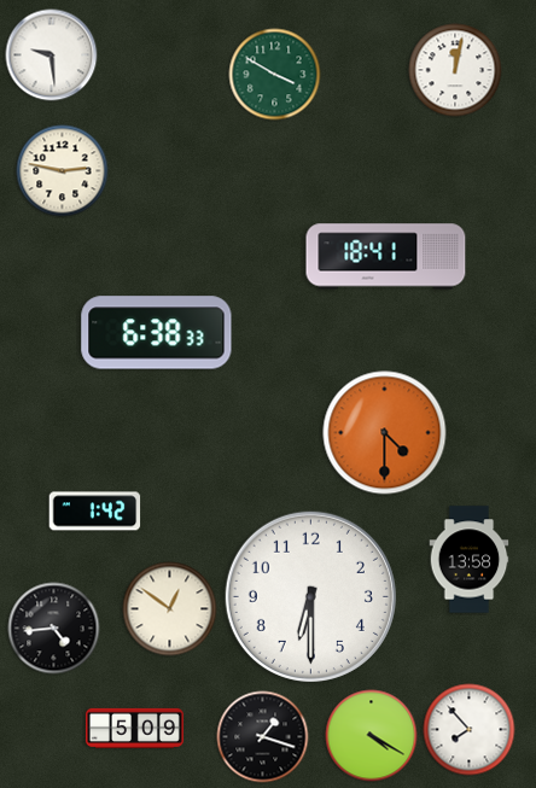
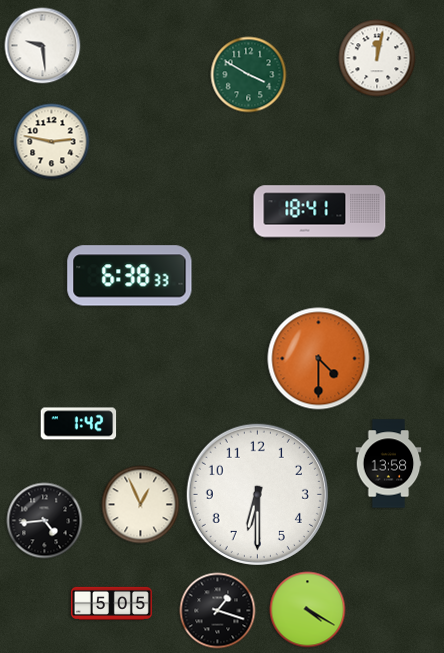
clock at (275, 75) position: (275, 75) -> (249, 75)
clock at (170, 609): 12:51 -> 12:56
clock at (134, 728): 5:09 -> 5:05
clock at (470, 730): 7:53 -> none
